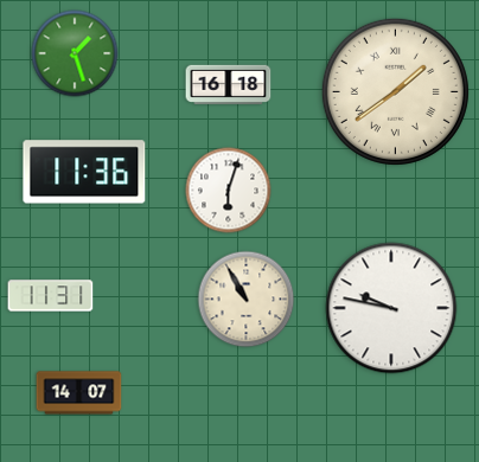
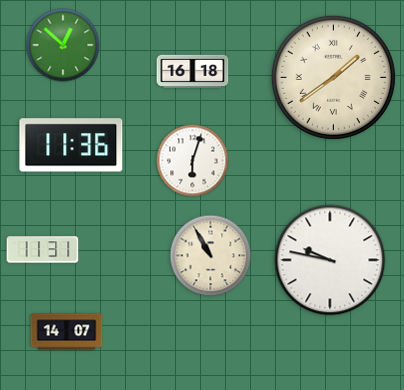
clock at (75, 53): 1:27 -> 12:52
clock at (247, 300) position: (247, 300) -> (211, 256)
